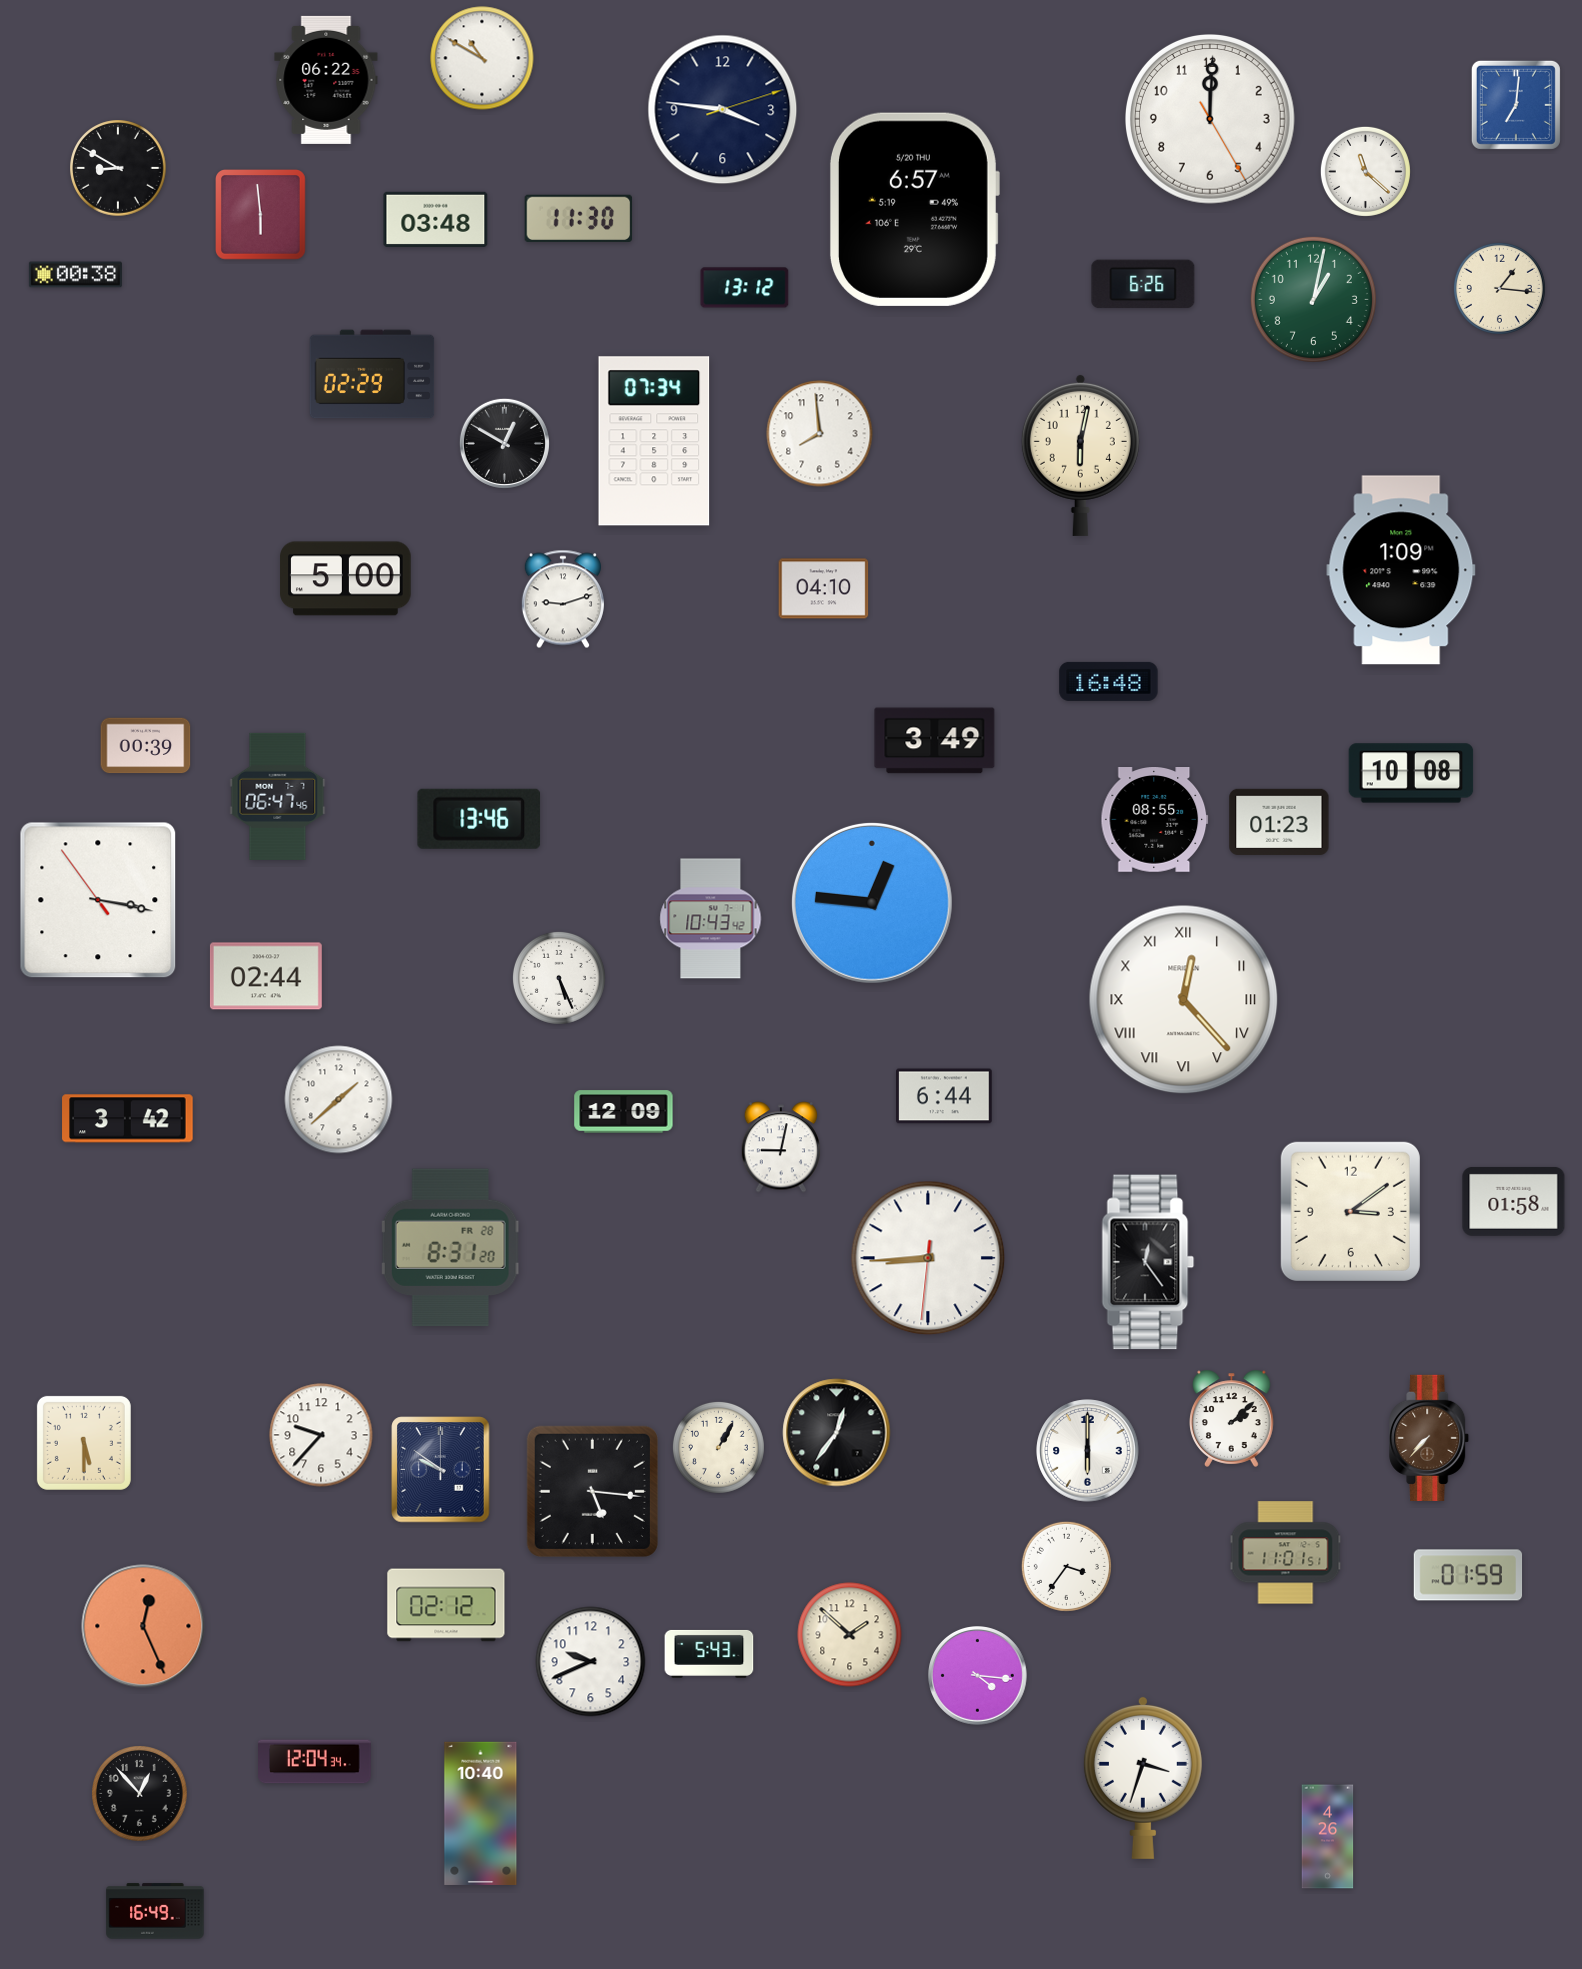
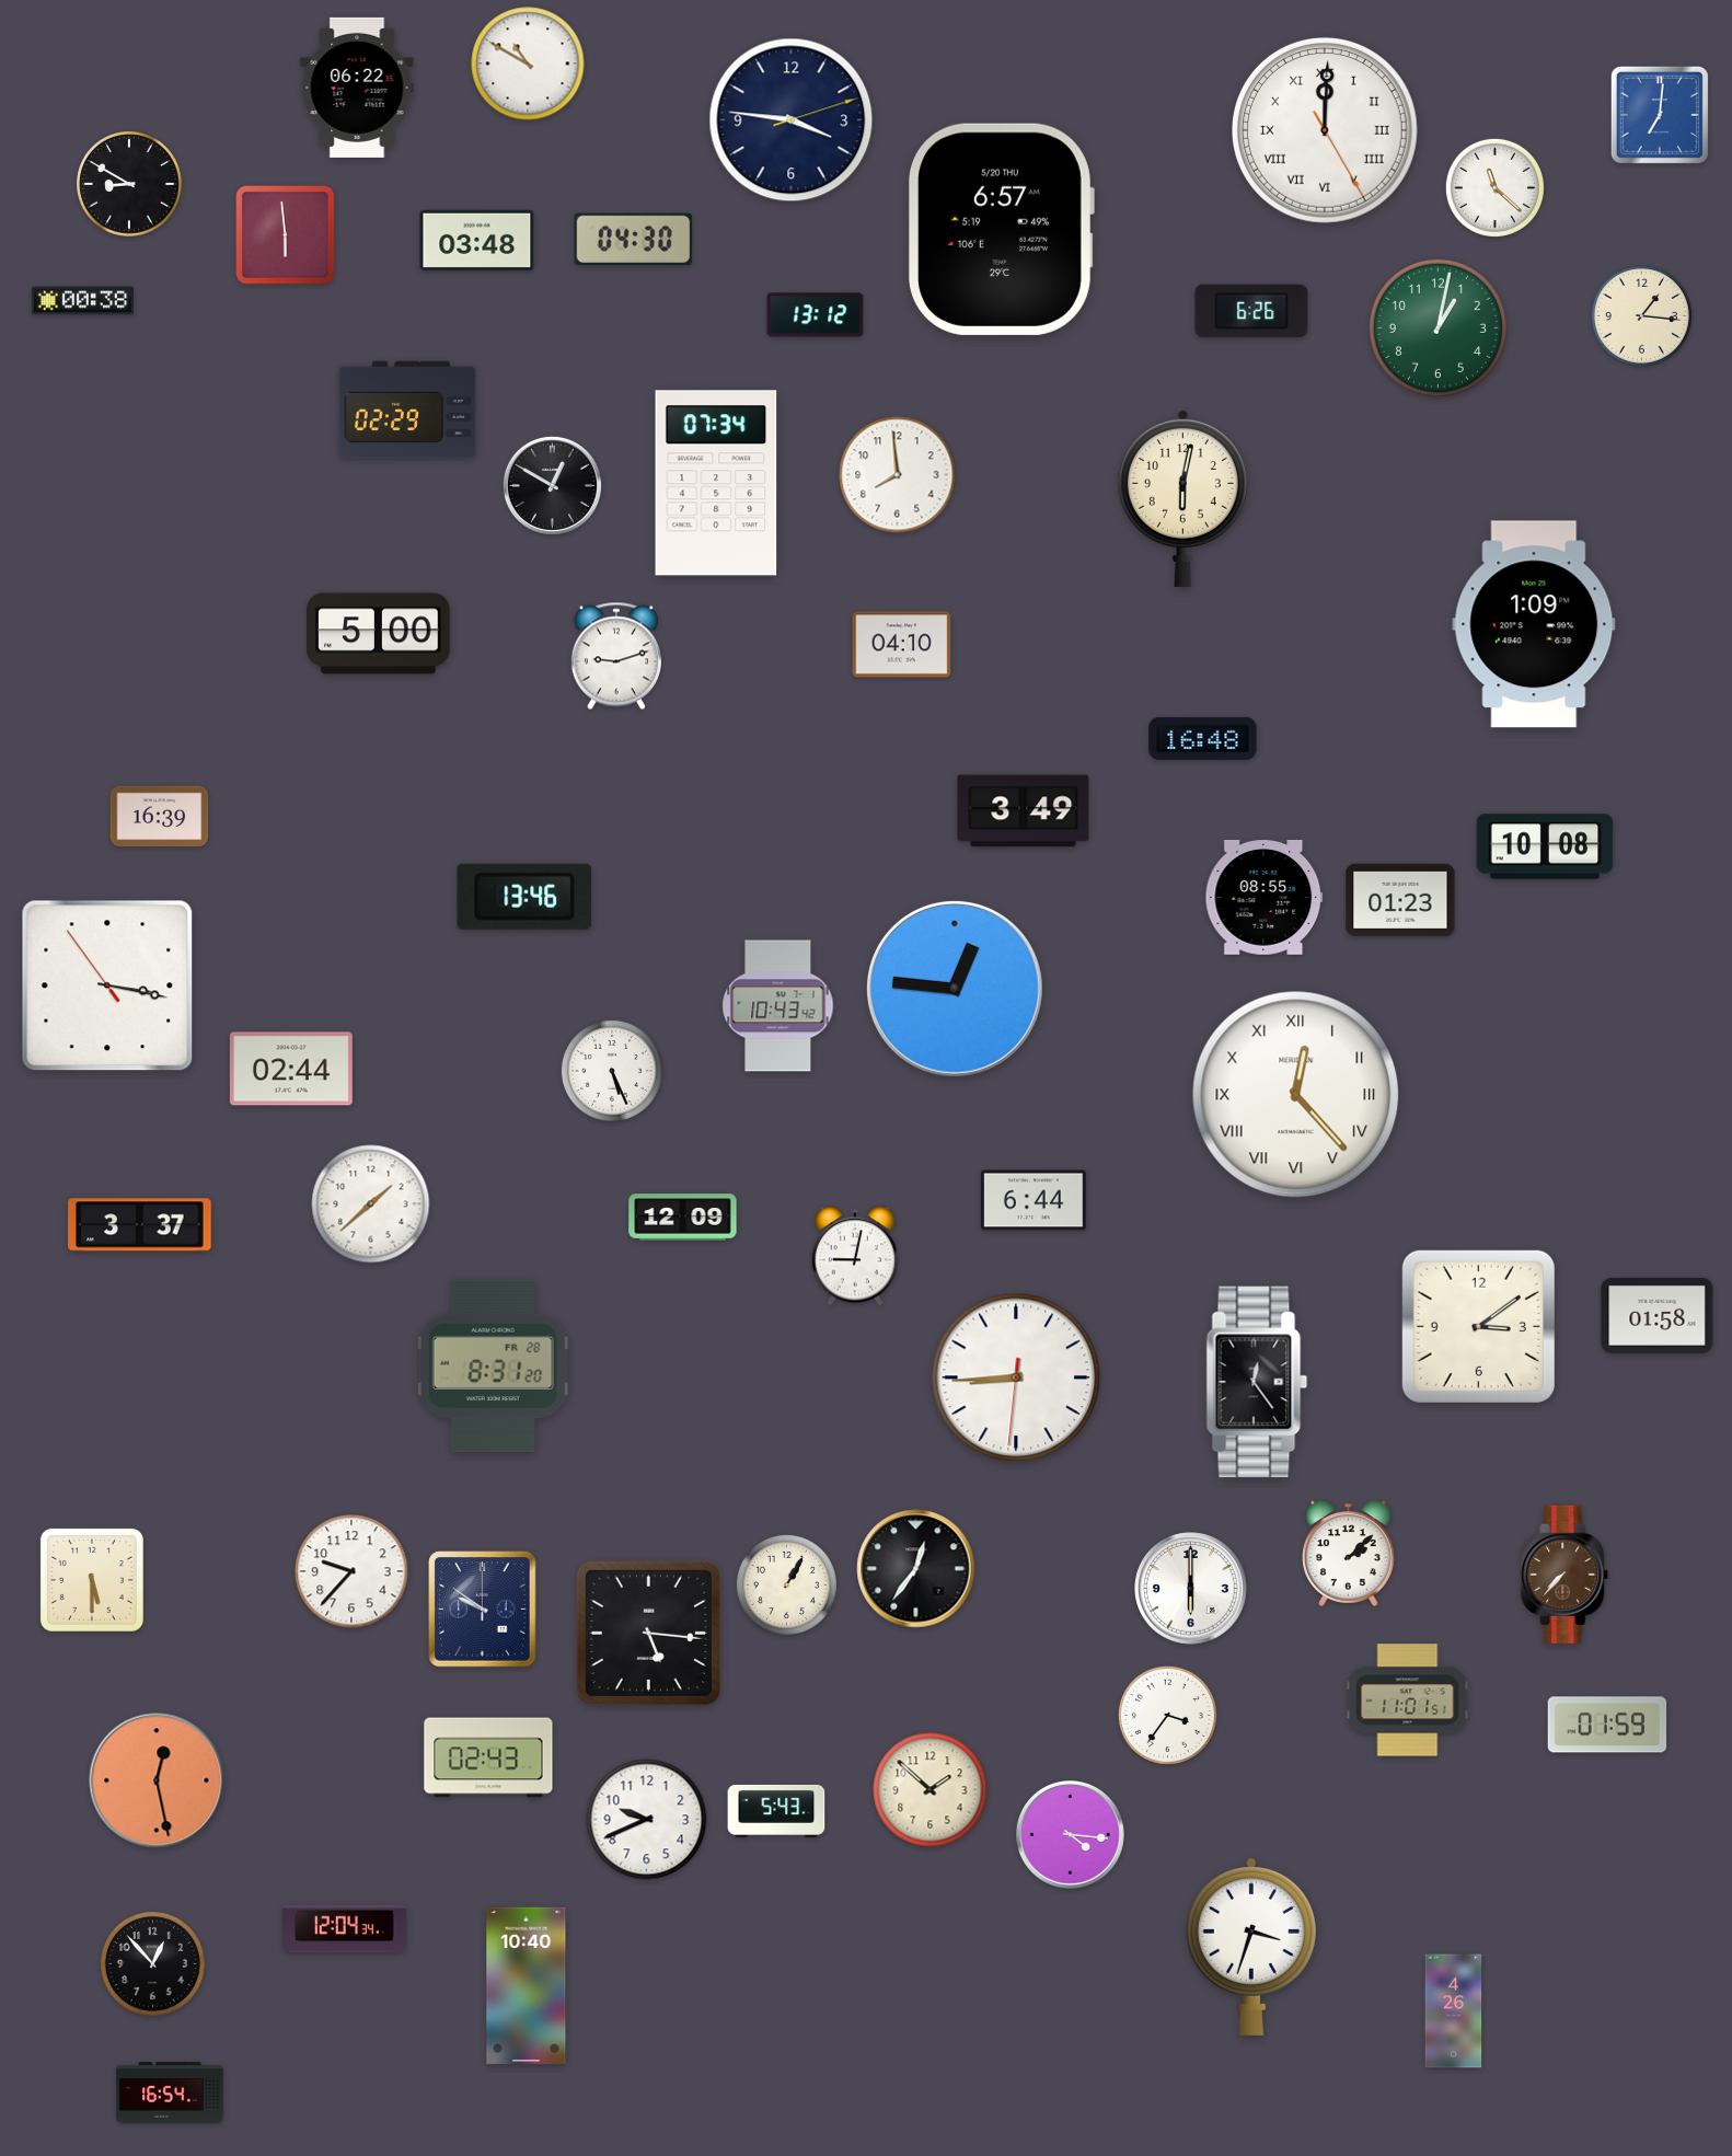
clock at (1211, 120) numerals: Arabic -> Roman
clock at (579, 218): 11:30 -> 04:30
clock at (1109, 681) position: (1109, 681) -> (1203, 738)
clock at (146, 746): 00:39 -> 16:39
clock at (278, 796): 06:47 -> none
clock at (128, 1119): 3:42 -> 3:37
clock at (446, 1605): 02:12 -> 02:43
clock at (143, 1626): 12:26 -> 12:28
clock at (155, 1911): 16:49 -> 16:54
